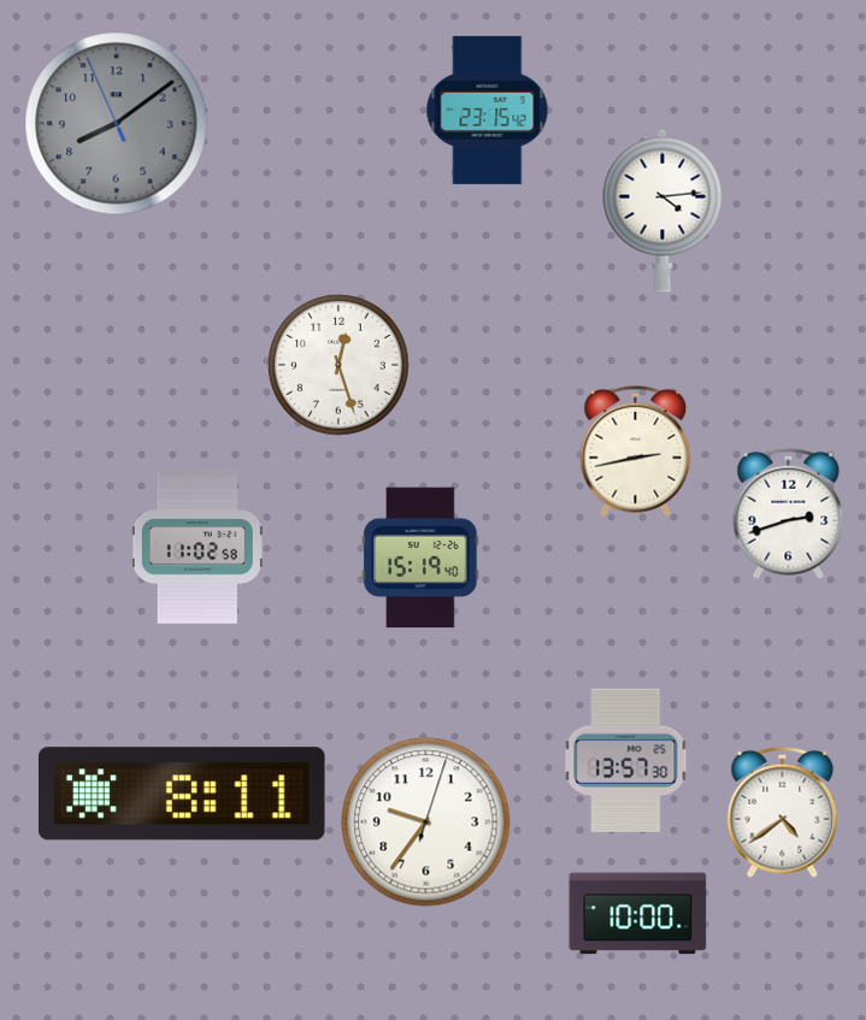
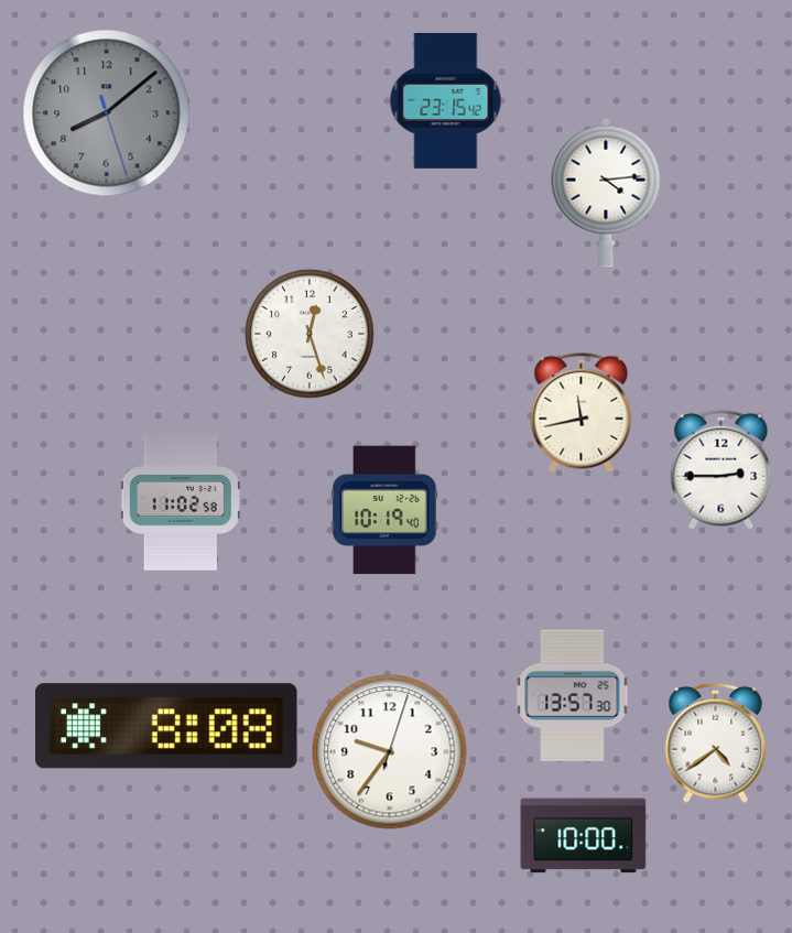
clock at (117, 124): 8:08:56 -> 8:08:27
clock at (636, 450): 2:43 -> 11:43
clock at (789, 513): 2:42 -> 2:45
clock at (420, 558): 15:19 -> 10:19
clock at (182, 794): 8:11 -> 8:08
